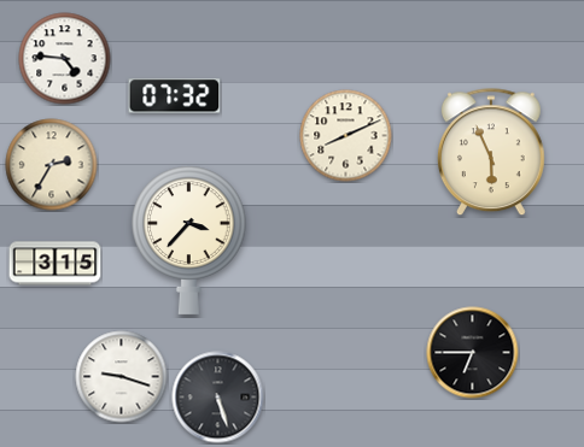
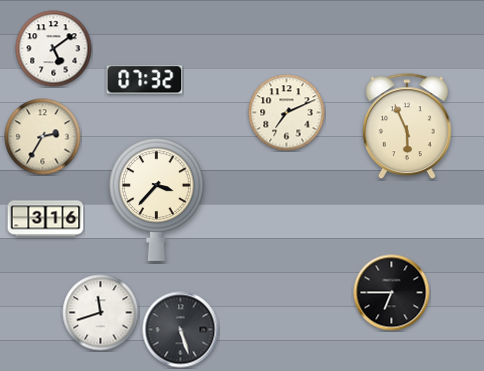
clock at (65, 59): 4:46 -> 5:09
clock at (346, 136): 8:11 -> 7:11
clock at (56, 264): 3:15 -> 3:16
clock at (122, 377): 9:18 -> 11:42
